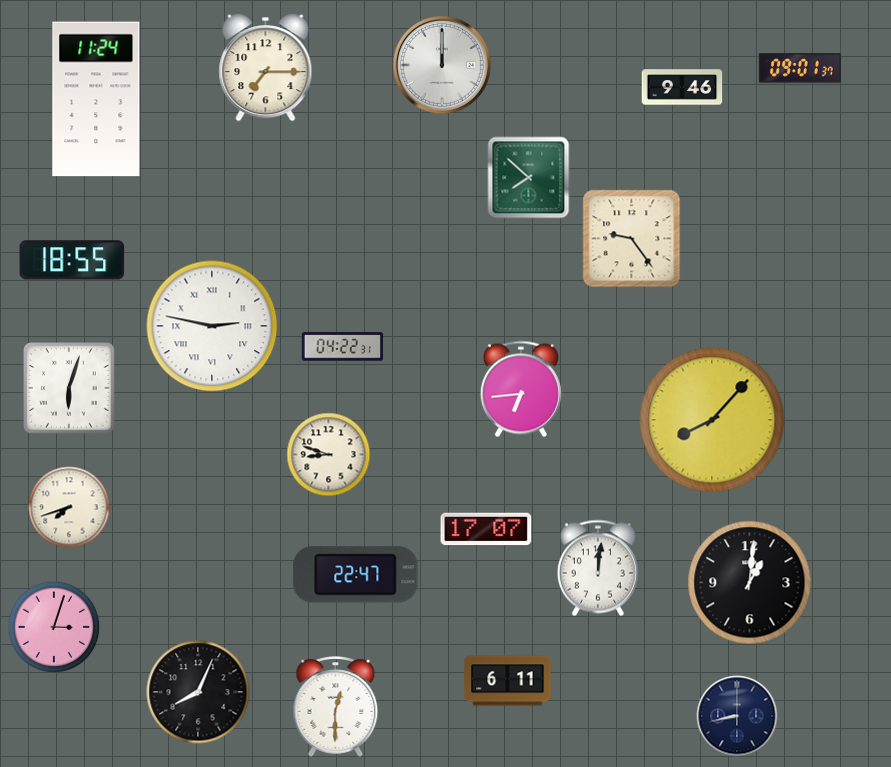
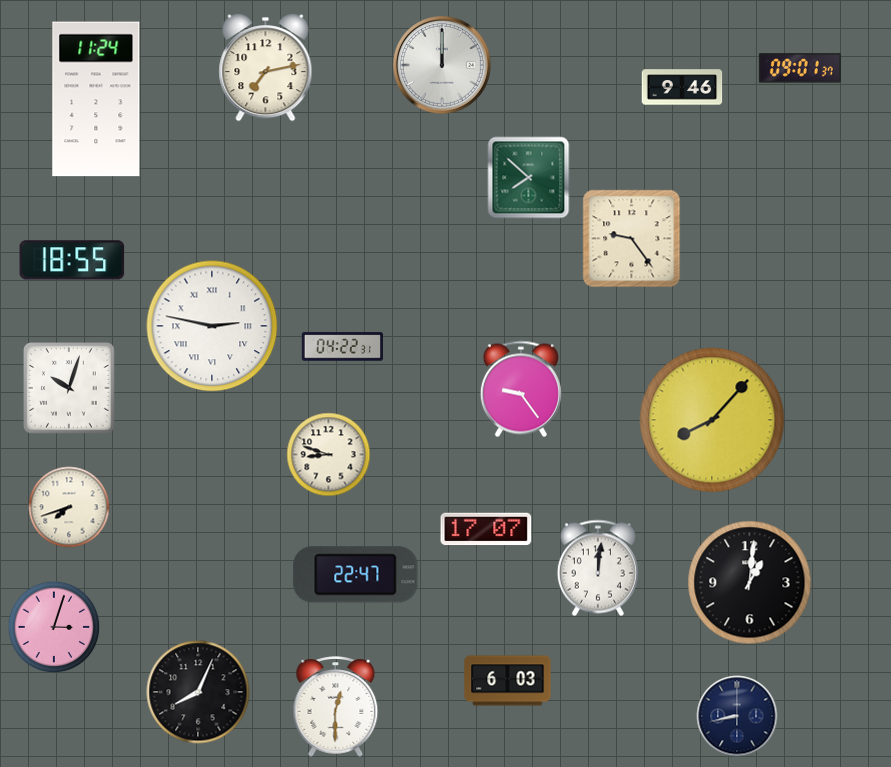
clock at (266, 68): 7:15 -> 7:13
clock at (69, 388): 6:03 -> 10:03
clock at (521, 389): 6:44 -> 9:24
clock at (508, 681): 6:11 -> 6:03
